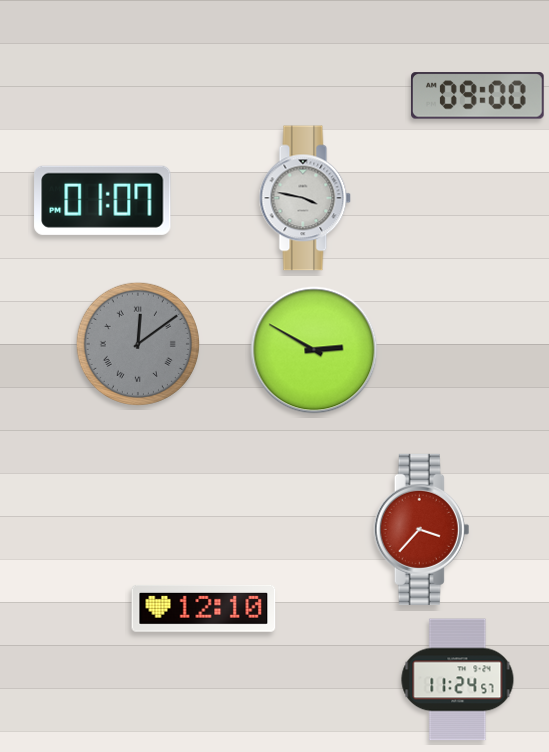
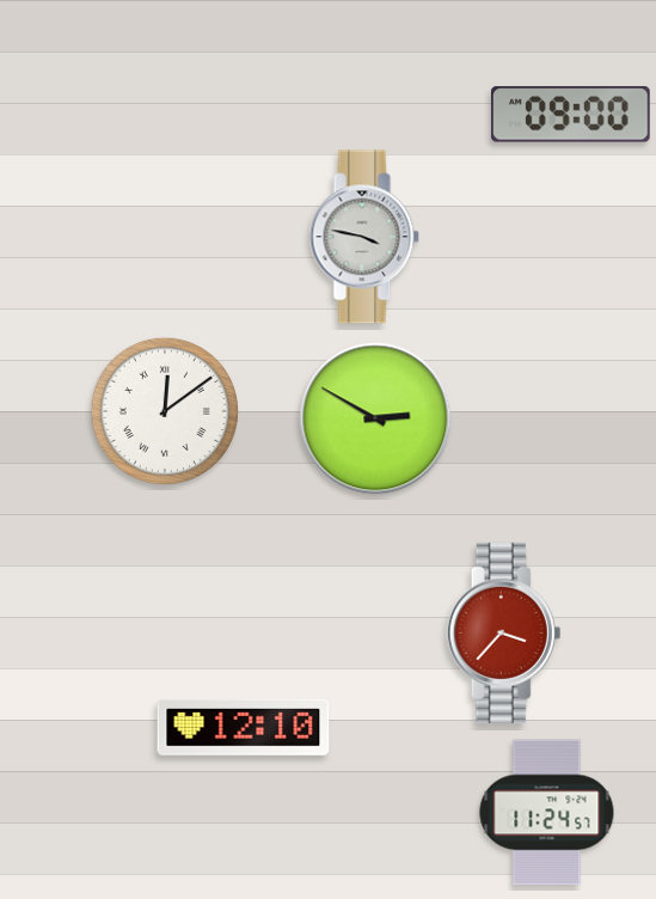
clock at (103, 200): 01:07 -> none
clock at (138, 344) dial: grey -> white
